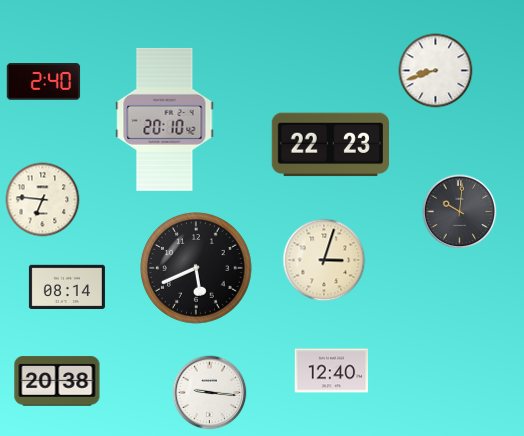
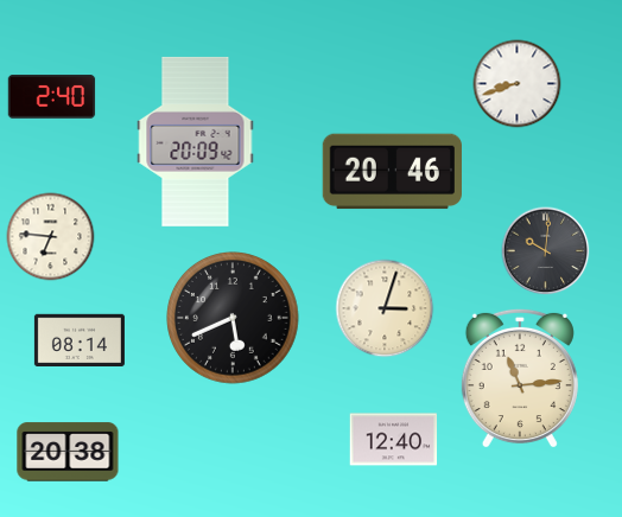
clock at (165, 119): 20:10 -> 20:09
clock at (330, 145): 22:23 -> 20:46
clock at (520, 378): none -> 11:14
clock at (210, 393): 9:16 -> none
